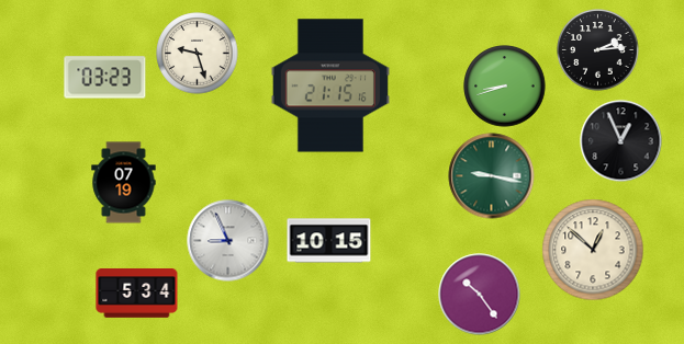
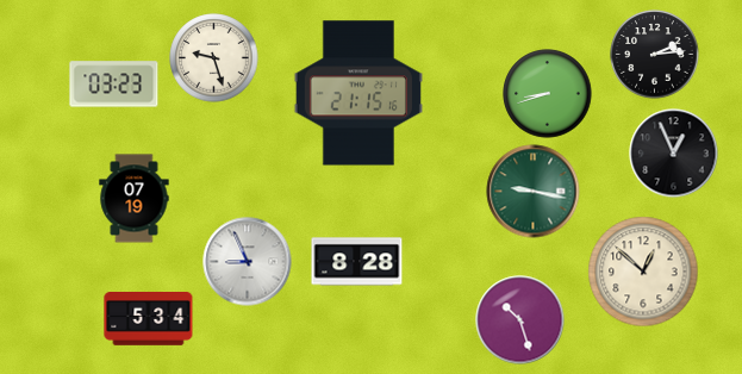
clock at (598, 50) position: (598, 50) -> (655, 55)
clock at (329, 241): 10:15 -> 8:28
clock at (480, 295): 10:24 -> 10:27
